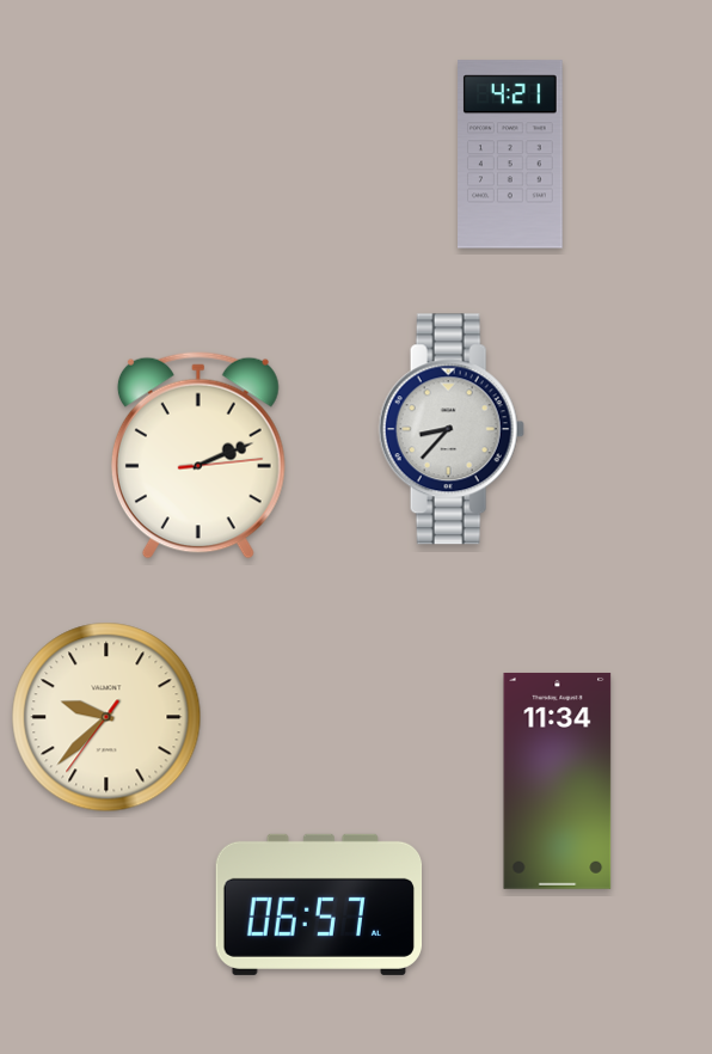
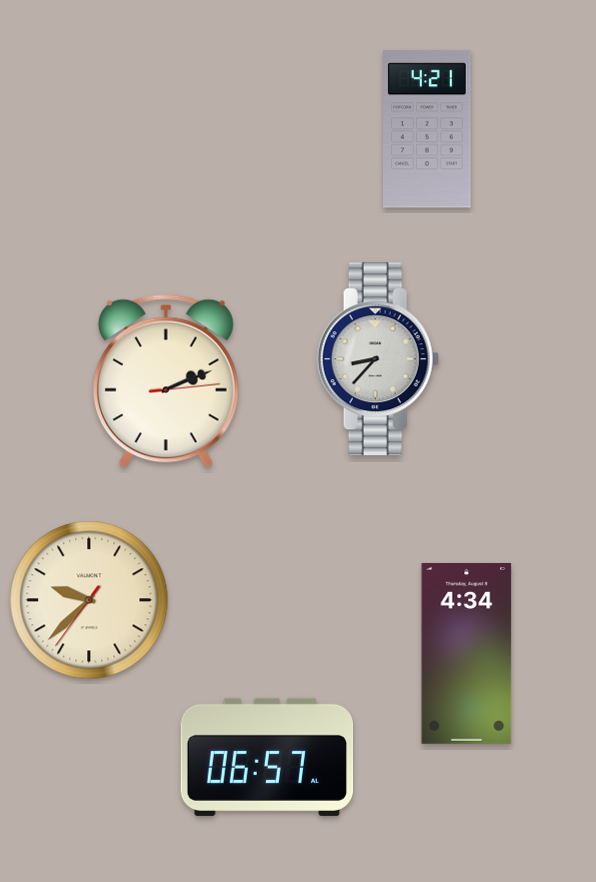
clock at (558, 780): 11:34 -> 4:34
